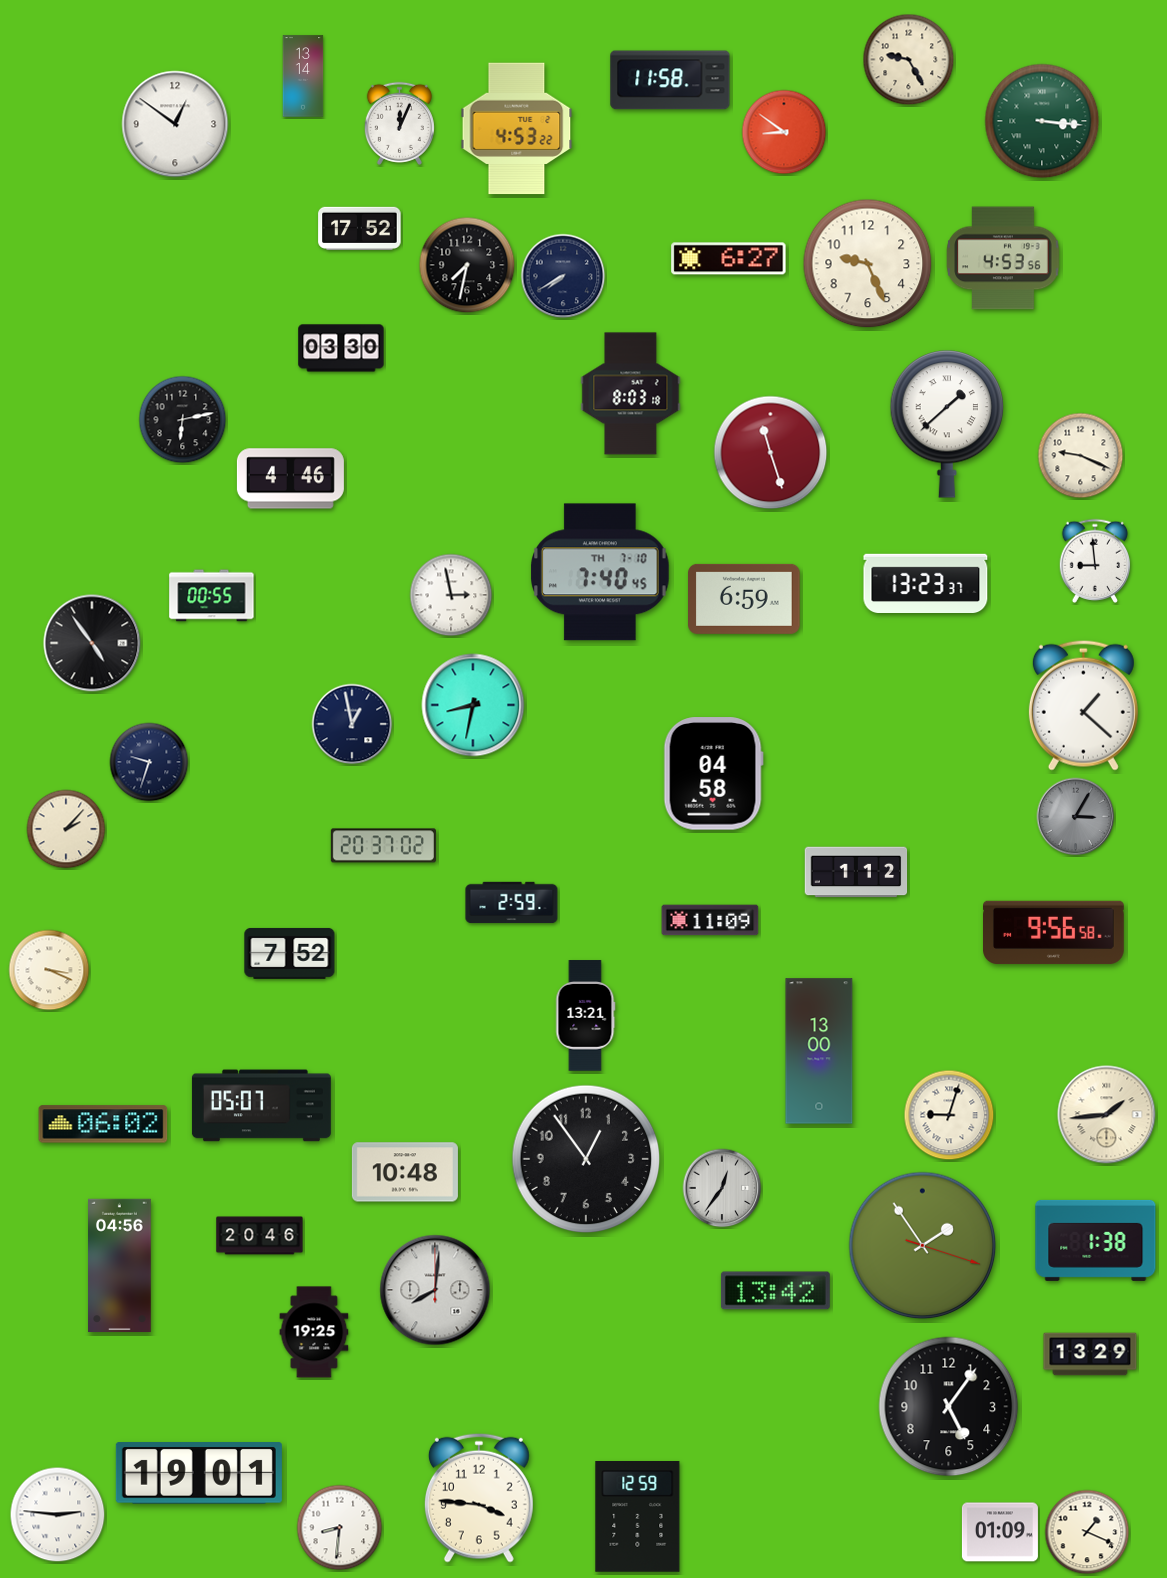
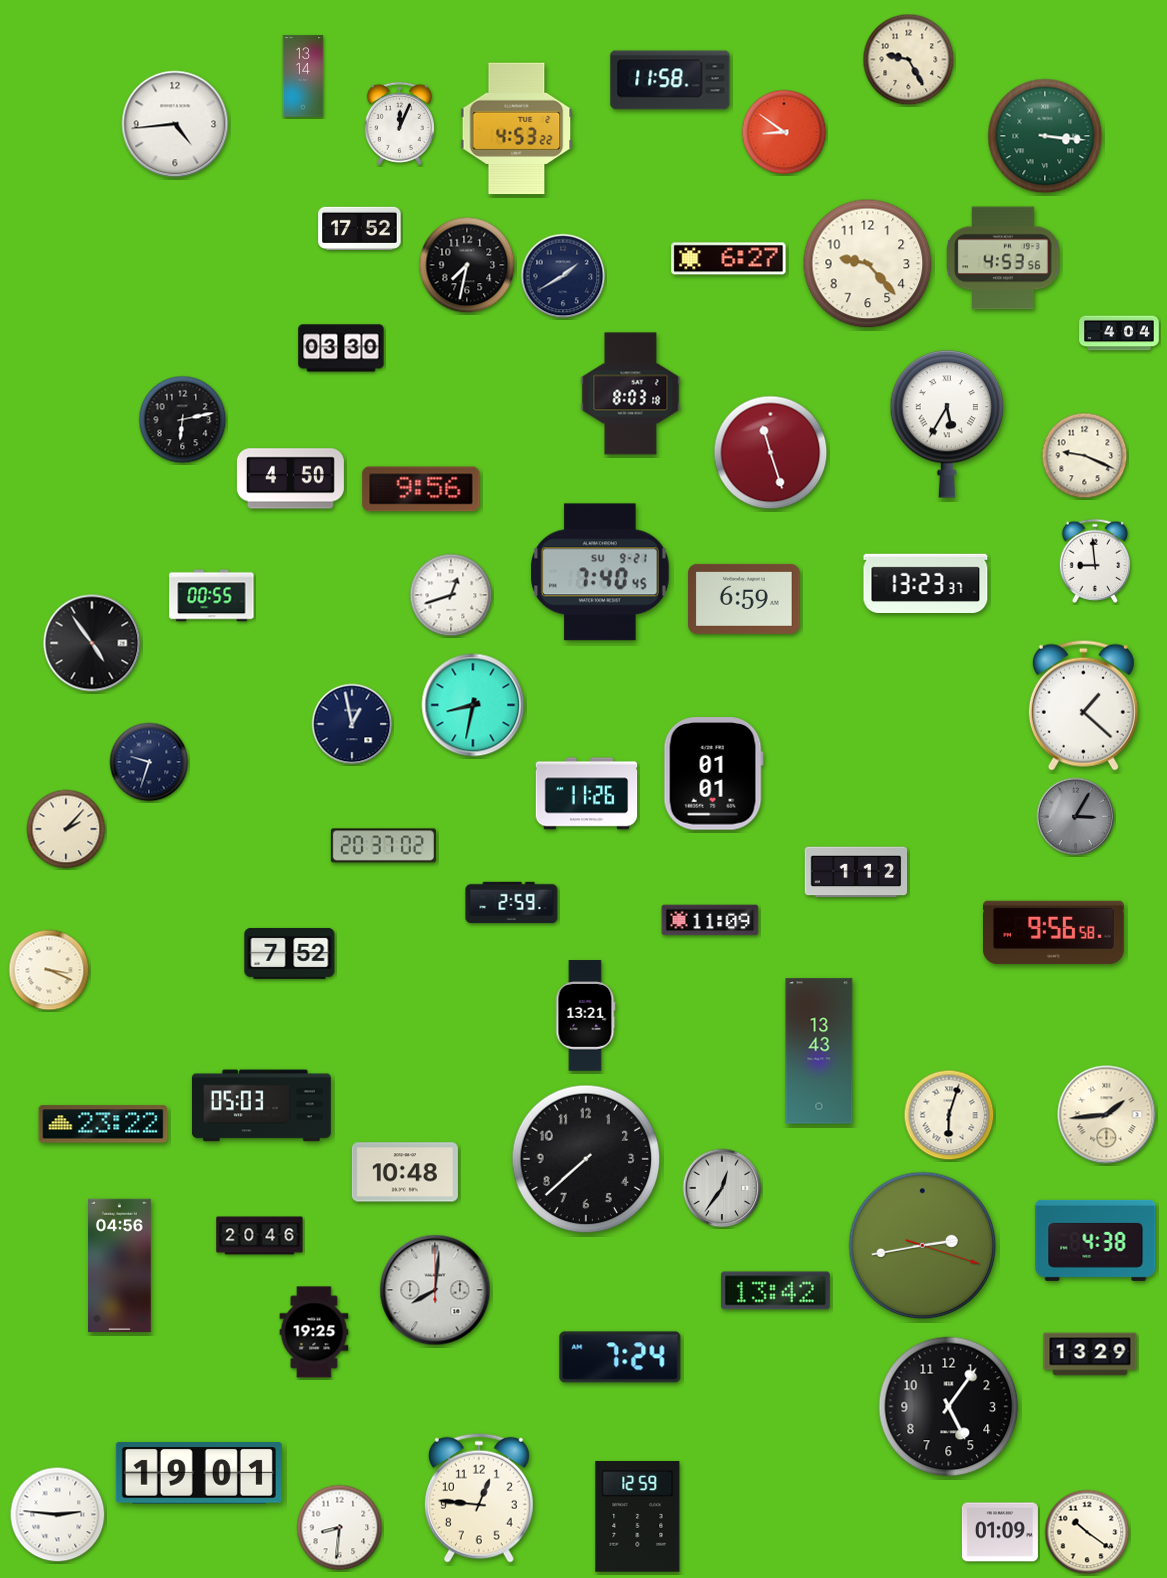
clock at (1042, 121) position: (1042, 121) -> (1045, 136)
clock at (175, 124): 12:51 -> 4:44
clock at (868, 264): 9:26 -> 9:23
clock at (563, 276): 7:40 -> 1:40
clock at (1119, 333): none -> 4:04
clock at (947, 424): 1:38 -> 5:35
clock at (1081, 456) position: (1081, 456) -> (1085, 456)
clock at (290, 479): 4:46 -> 4:50
clock at (421, 489): none -> 9:56
clock at (601, 572) date: TH 7-10 -> SU 9-21
clock at (451, 595): 2:58 -> 12:42
clock at (713, 774): 04:58 -> 01:01
clock at (587, 794): none -> 11:26
clock at (819, 1051): 13:00 -> 13:43
clock at (261, 1106): 05:07 -> 05:03
clock at (949, 1115): 9:03 -> 6:03
clock at (103, 1124): 06:02 -> 23:22
clock at (586, 1159): 12:54 -> 7:38
clock at (1096, 1240): 1:38 -> 4:38
clock at (923, 1246): 1:54 -> 2:43
clock at (620, 1357): none -> 7:24
clock at (479, 1498): 3:46 -> 12:46
clock at (1087, 1532): 1:19 -> 10:21
